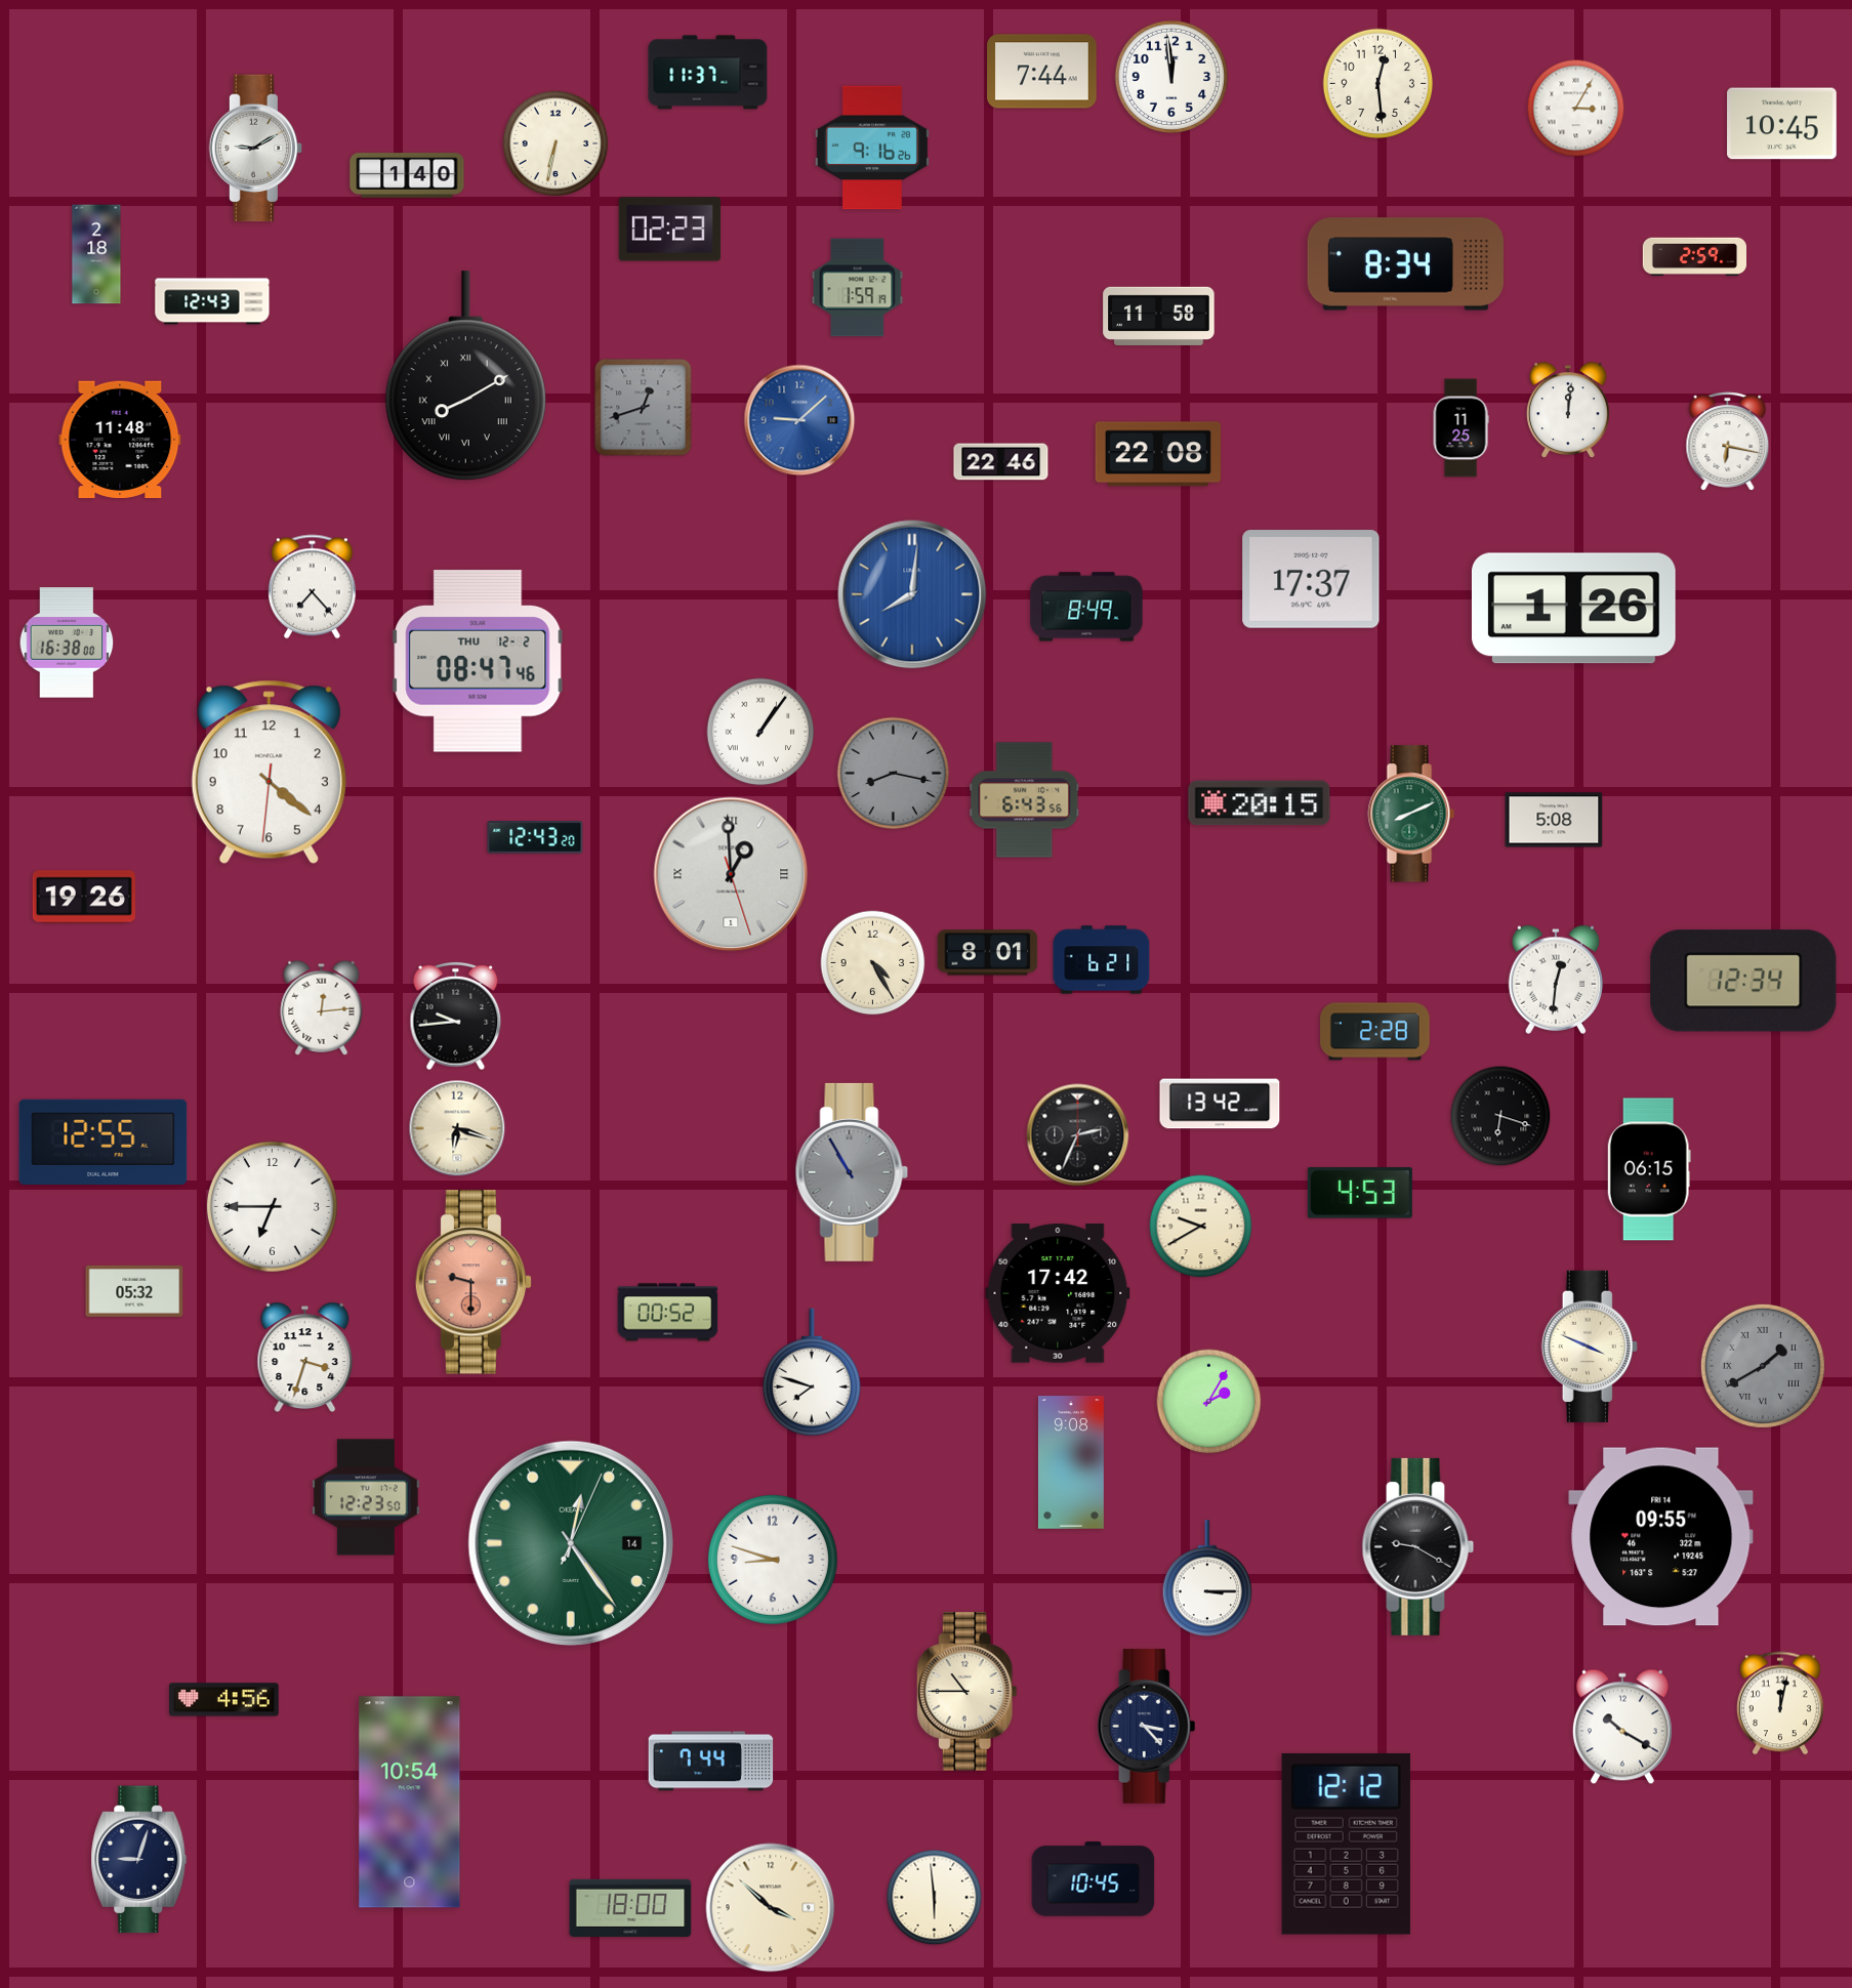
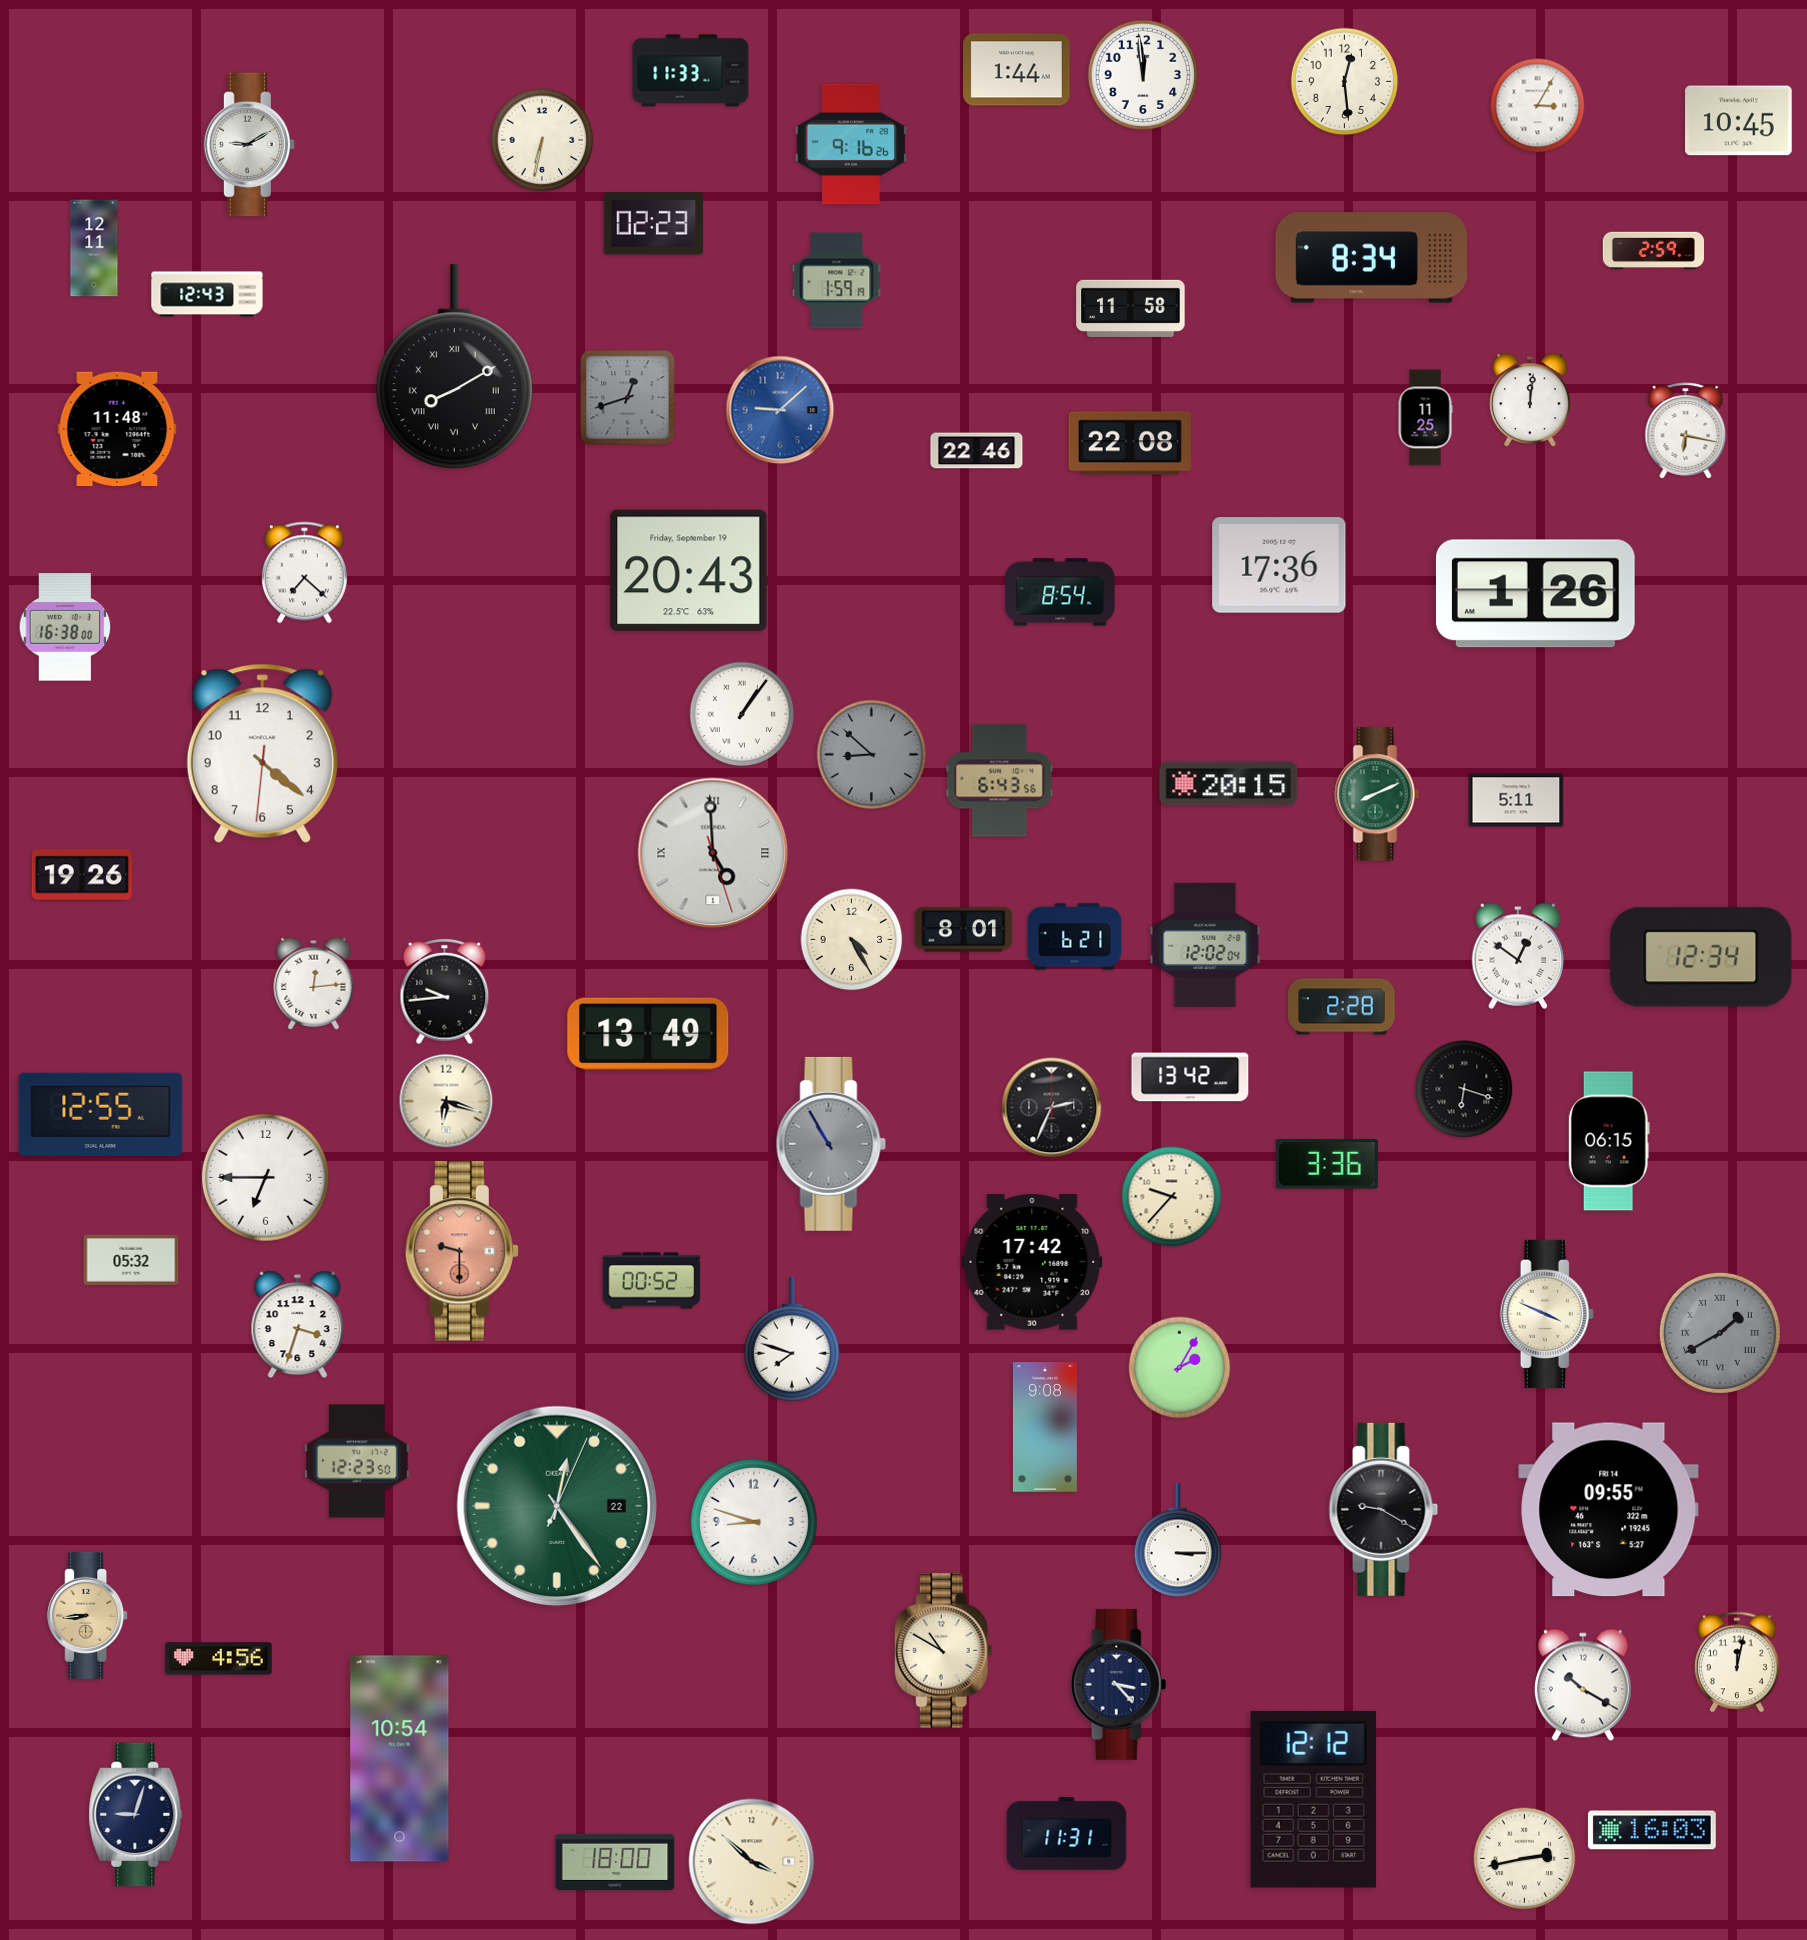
clock at (1042, 72): 7:44 -> 1:44
clock at (708, 73): 11:37 -> 11:33
clock at (407, 175): 1:40 -> none
clock at (96, 254): 2:18 -> 12:11
clock at (1311, 579): 17:37 -> 17:36
clock at (689, 571): none -> 20:43
clock at (312, 587): 7:23 -> 7:22
clock at (912, 594): 8:01 -> none
clock at (1086, 607): 8:49 -> 8:54
clock at (478, 661): 08:47 -> none
clock at (894, 774): 8:17 -> 8:52
clock at (1554, 820): 5:08 -> 5:11
clock at (535, 838): 12:43 -> none
clock at (731, 874): 12:59 -> 4:59
clock at (1205, 945): none -> 12:02
clock at (1556, 980): 12:31 -> 12:51
clock at (648, 1034): none -> 13:49
clock at (1360, 1193): 4:53 -> 3:36
clock at (1201, 1227): 9:40 -> 9:37
clock at (1590, 1347) position: (1590, 1347) -> (1547, 1314)
clock at (1661, 1537) position: (1661, 1537) -> (1609, 1510)
clock at (571, 1543) date: 14 -> 22
clock at (88, 1615): none -> 8:44
clock at (966, 1692): 10:45 -> 10:50
clock at (711, 1762): 7:44 -> none
clock at (1652, 1830): none -> 16:03
clock at (1094, 1879): 10:45 -> 11:31
clock at (935, 1898): 5:59 -> none
clock at (1525, 1859): none -> 2:43
